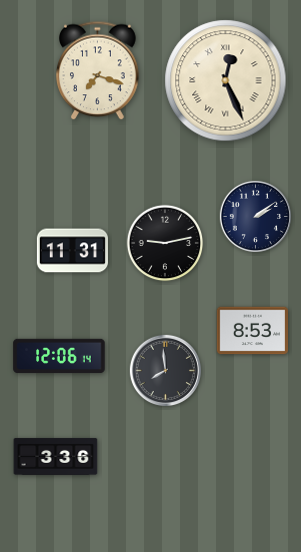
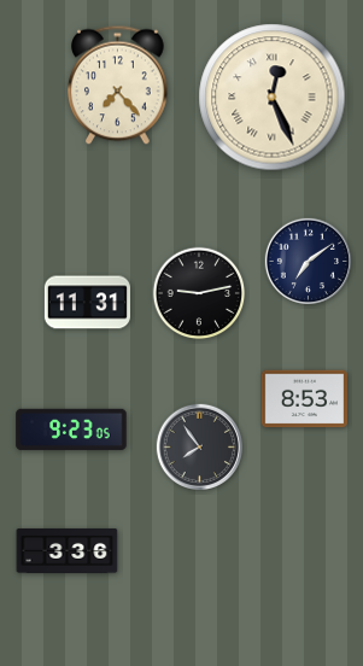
clock at (98, 71): 7:18 -> 7:23
clock at (255, 216): 2:09 -> 7:09
clock at (59, 356): 12:06 -> 9:23
clock at (165, 370): 7:59 -> 7:54
